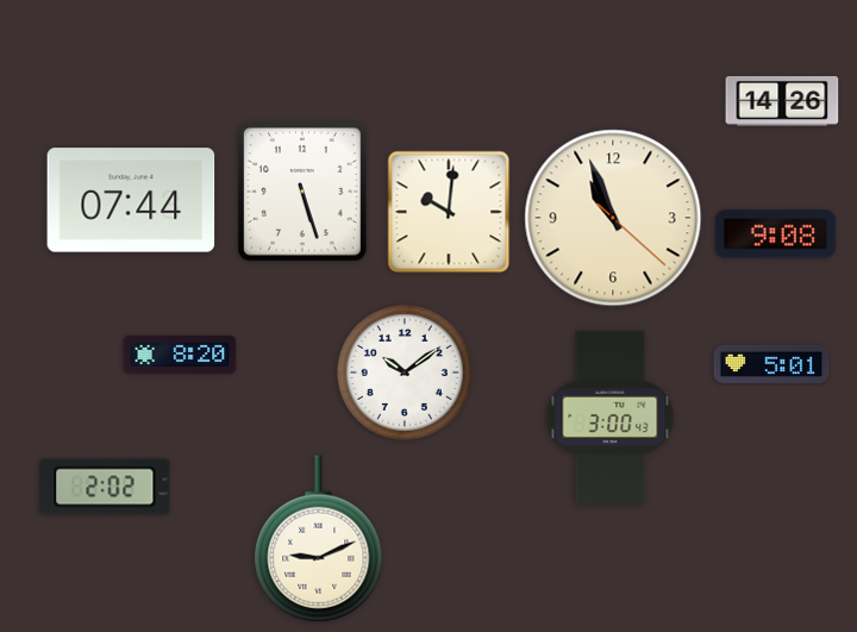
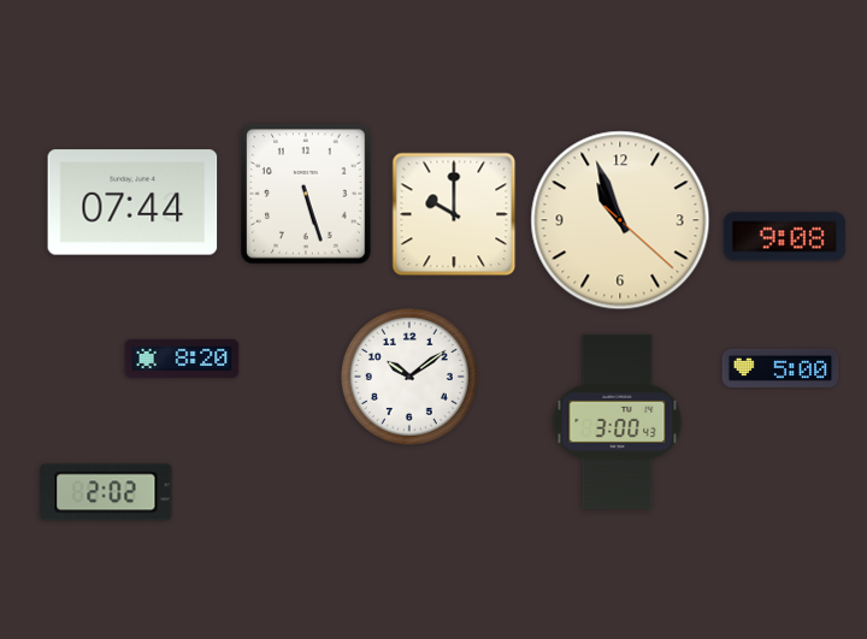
clock at (782, 101): 14:26 -> none
clock at (449, 212): 10:01 -> 10:00
clock at (771, 364): 5:01 -> 5:00
clock at (319, 539): 9:11 -> none
